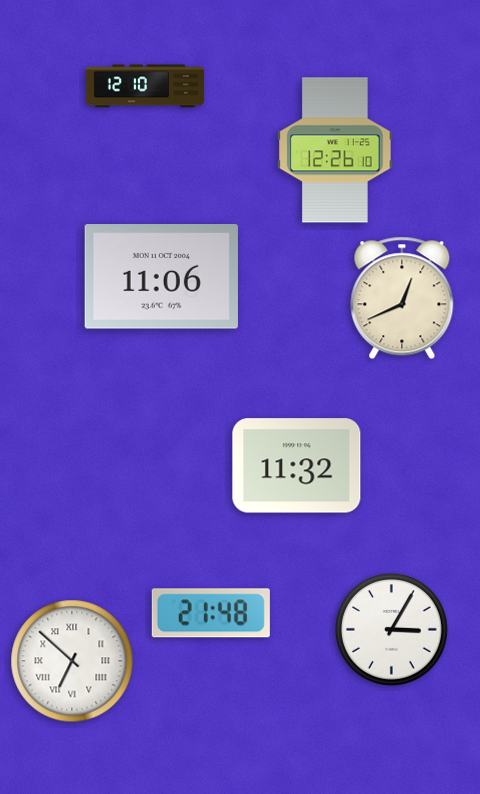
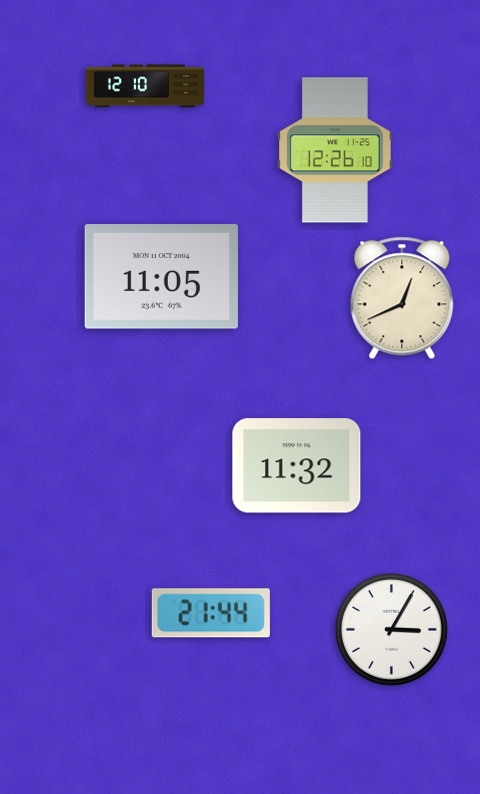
clock at (161, 277): 11:06 -> 11:05
clock at (211, 613): 21:48 -> 21:44
clock at (72, 661): 6:52 -> none
